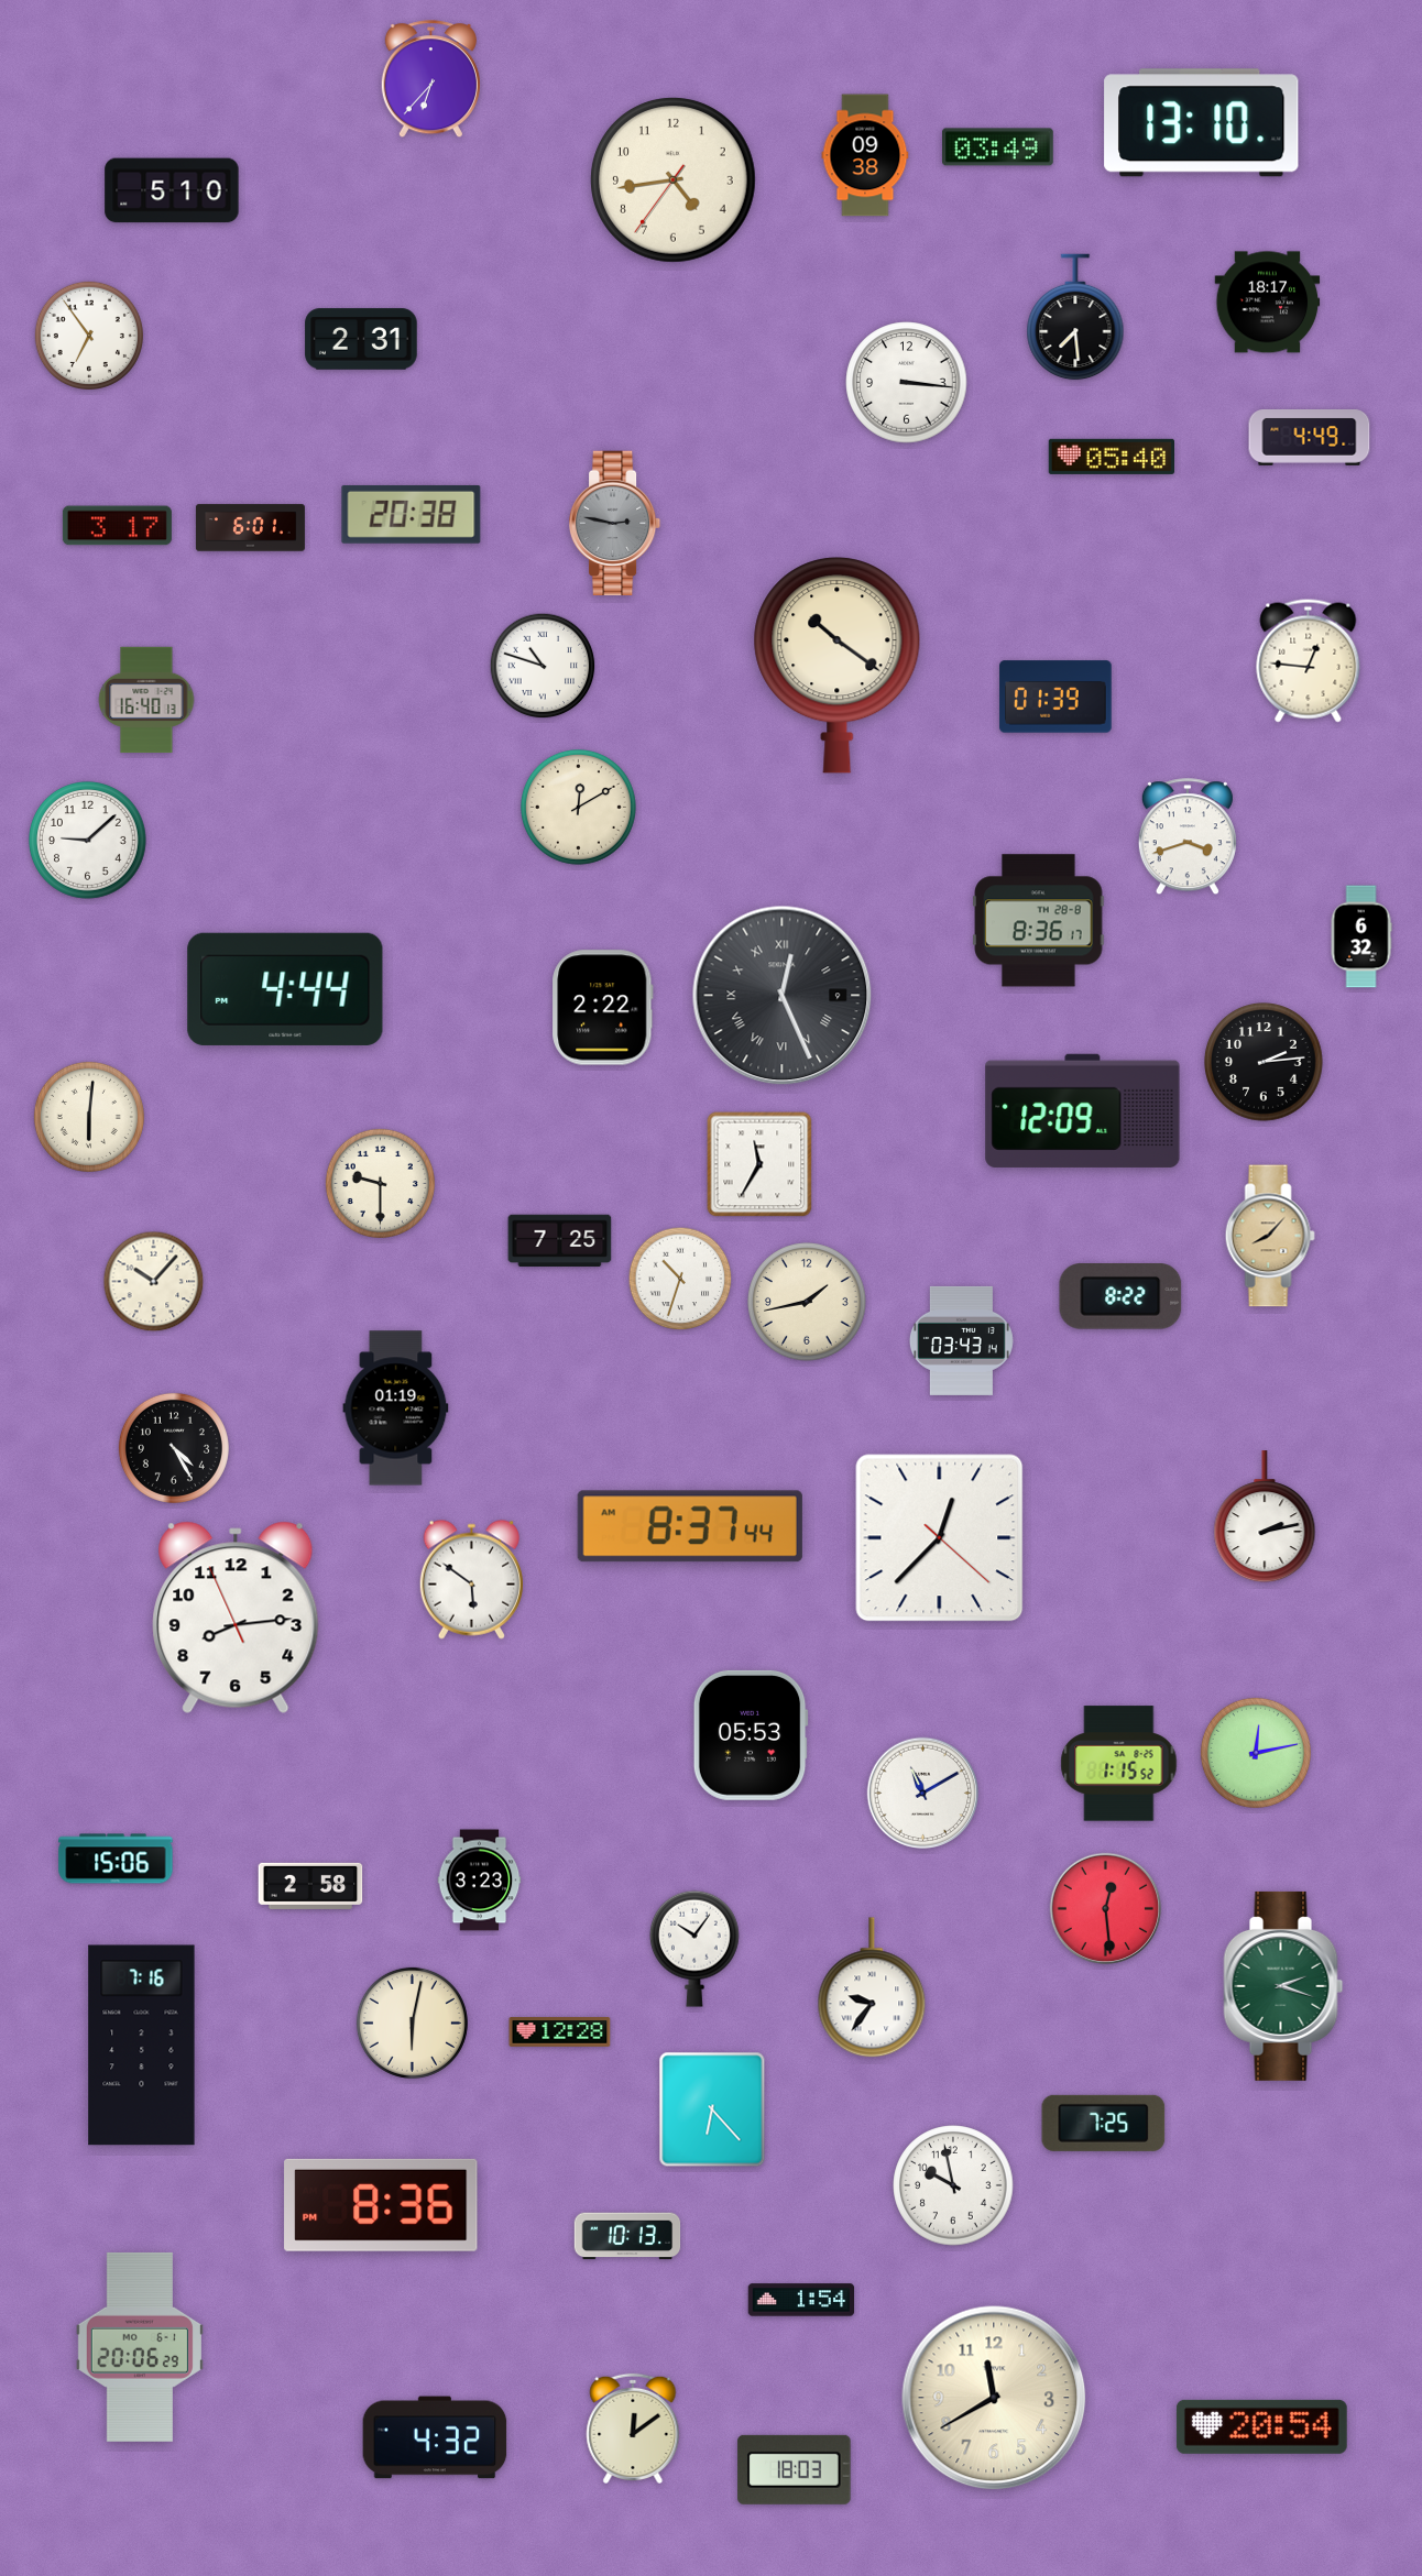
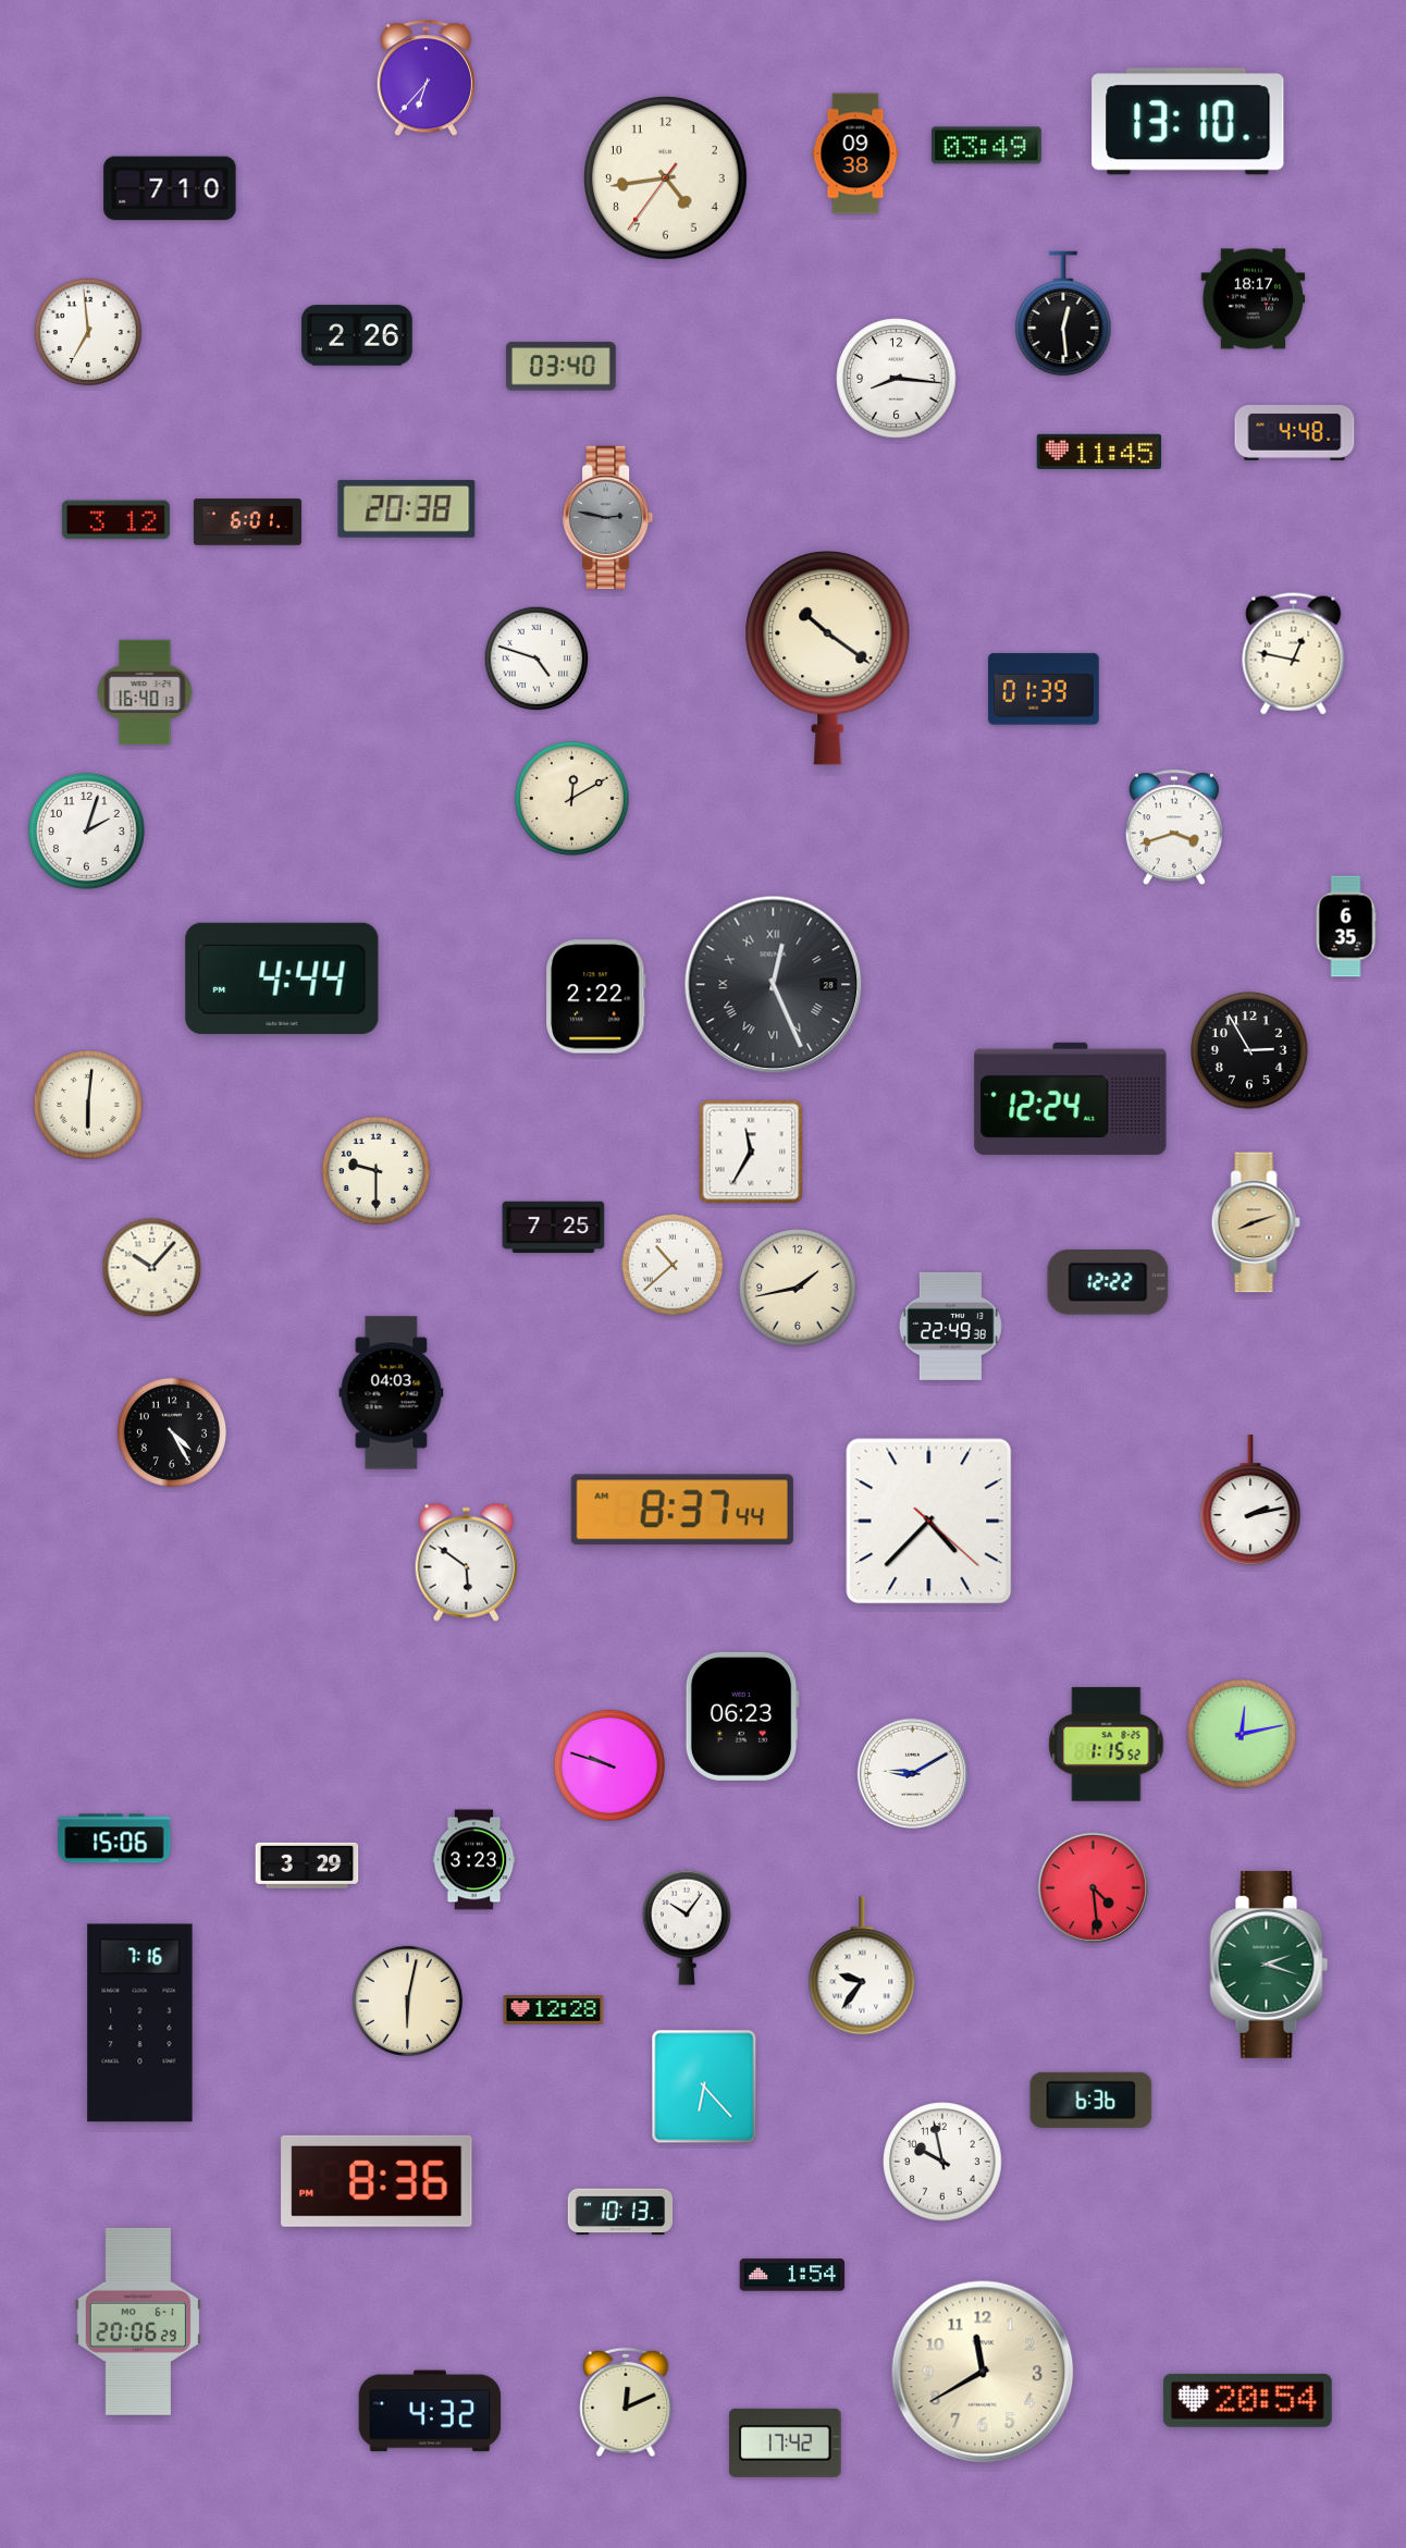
clock at (172, 190): 5:10 -> 7:10
clock at (1075, 317): 7:29 -> 12:29
clock at (89, 336): 6:54 -> 6:59
clock at (361, 339): 2:31 -> 2:26
clock at (562, 367): none -> 03:40
clock at (907, 383): 3:16 -> 8:16
clock at (1310, 438): 4:49 -> 4:48
clock at (1111, 457): 05:40 -> 11:45
clock at (117, 526): 3:17 -> 3:12
clock at (1309, 661): 12:46 -> 12:47
clock at (543, 666): 10:48 -> 4:48
clock at (88, 841): 9:08 -> 2:03
clock at (1039, 921): 8:36 -> none
clock at (1361, 936): 6:32 -> 6:35
clock at (783, 996) date: 9 -> 28
clock at (1264, 1062): 2:14 -> 2:55
clock at (1083, 1110): 12:09 -> 12:24
clock at (1270, 1236): 8:07 -> 8:12
clock at (680, 1279): 10:33 -> 10:38
clock at (1120, 1296): 8:22 -> 12:22
clock at (961, 1340): 03:43 -> 22:49
clock at (396, 1408): 01:19 -> 04:03
clock at (940, 1538): 12:37 -> 4:37
clock at (236, 1618): 8:13 -> none
clock at (751, 1735): 05:53 -> 06:23
clock at (609, 1765): none -> 9:48
clock at (923, 1794): 11:10 -> 9:10
clock at (310, 1886): 2:58 -> 3:29
clock at (1106, 1909): 12:29 -> 4:29
clock at (1104, 2123): 7:25 -> 6:36
clock at (633, 2429): 12:09 -> 12:11
clock at (795, 2469): 18:03 -> 17:42
